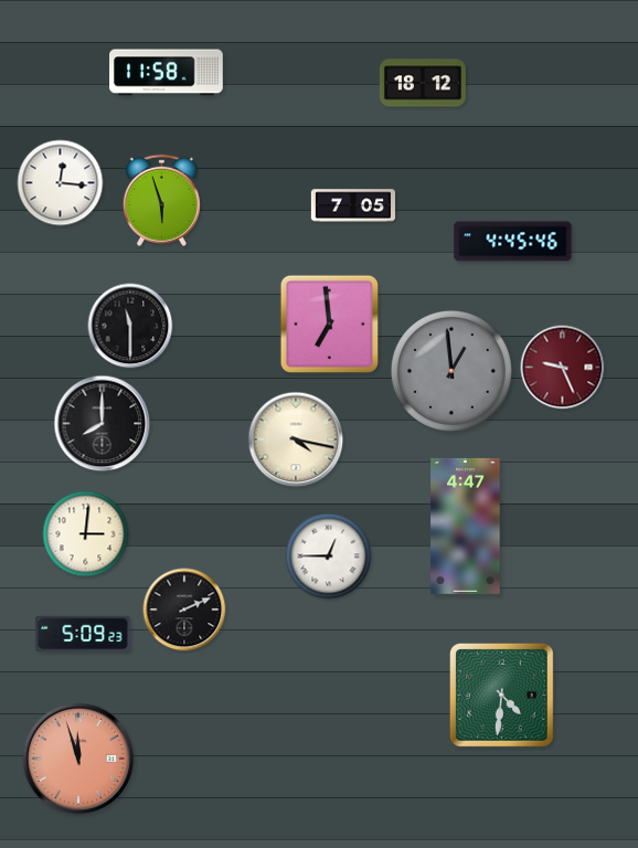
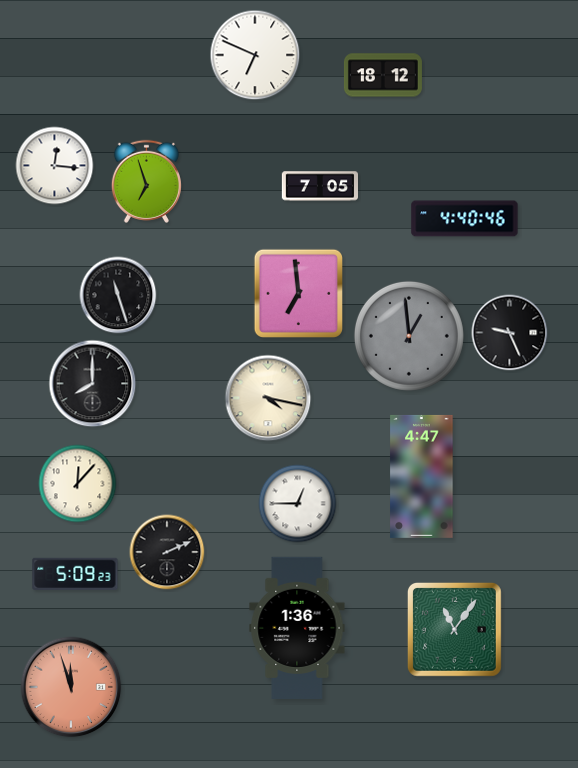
clock at (255, 55): none -> 6:49
clock at (167, 73): 11:58 -> none
clock at (161, 200): 5:57 -> 6:57
clock at (513, 242): 4:45 -> 4:40
clock at (130, 326): 11:30 -> 11:27
clock at (563, 368) dial: burgundy -> black
clock at (86, 534): 3:01 -> 12:07
clock at (297, 628): none -> 1:36
clock at (501, 695): 4:31 -> 11:06
